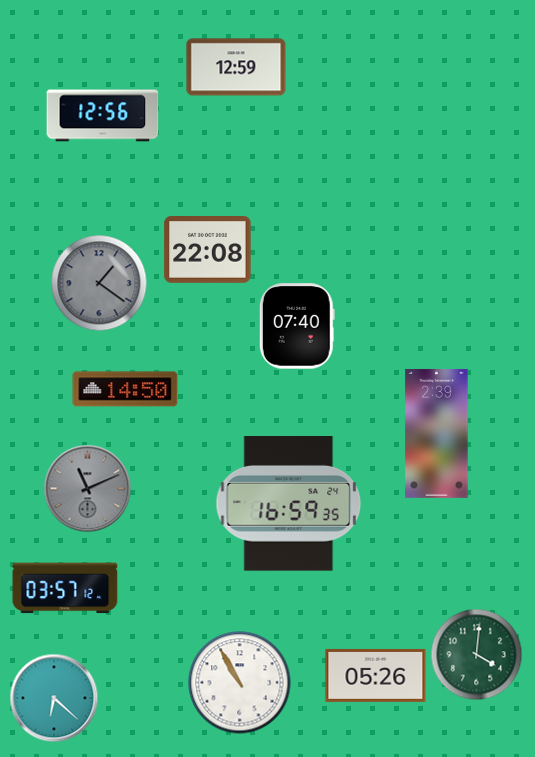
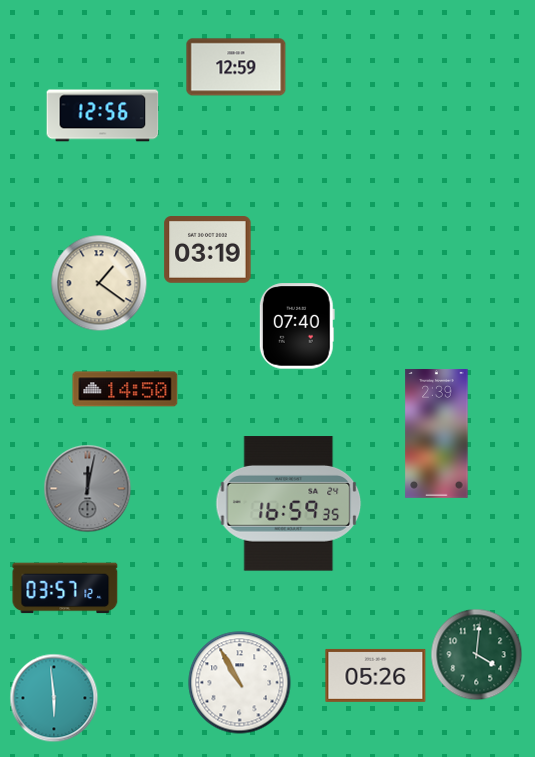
clock at (208, 250): 22:08 -> 03:19
clock at (99, 283) dial: grey -> cream
clock at (87, 488): 11:11 -> 12:02
clock at (54, 698): 6:22 -> 5:59
